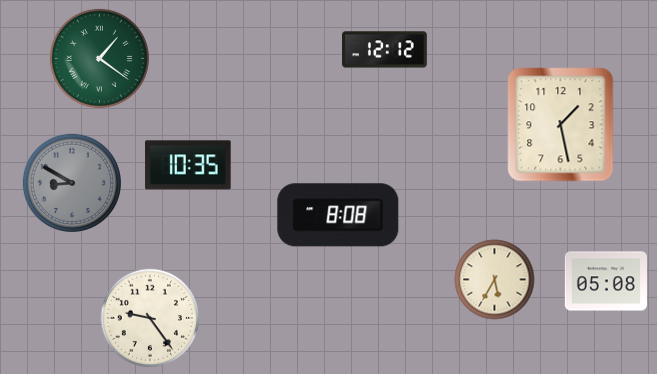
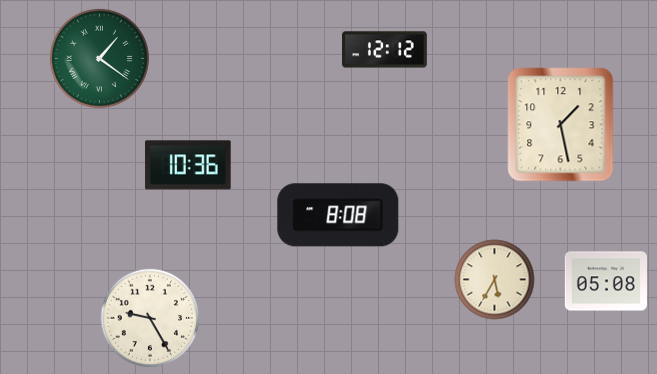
clock at (188, 165): 10:35 -> 10:36
clock at (72, 183): 8:50 -> none
clock at (150, 318): 9:24 -> 9:25
